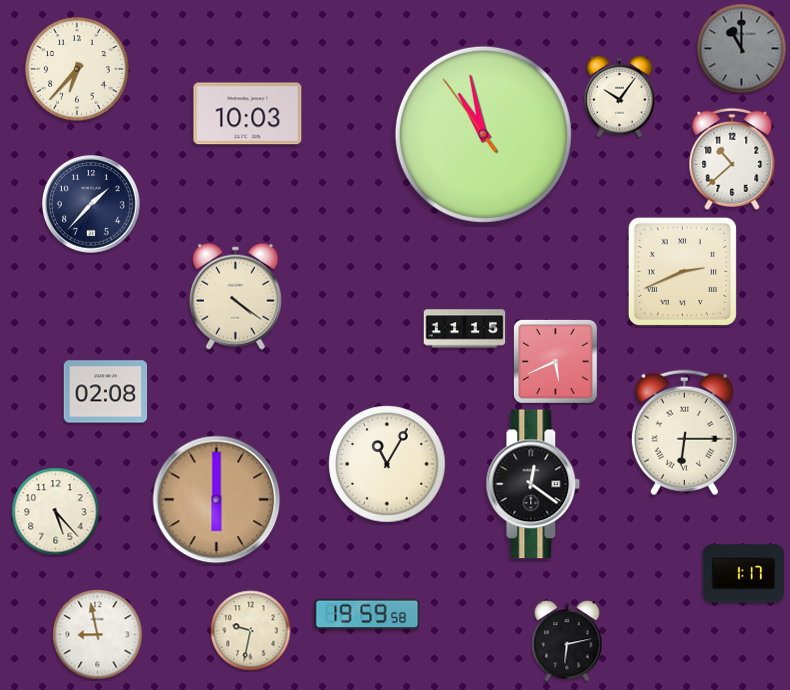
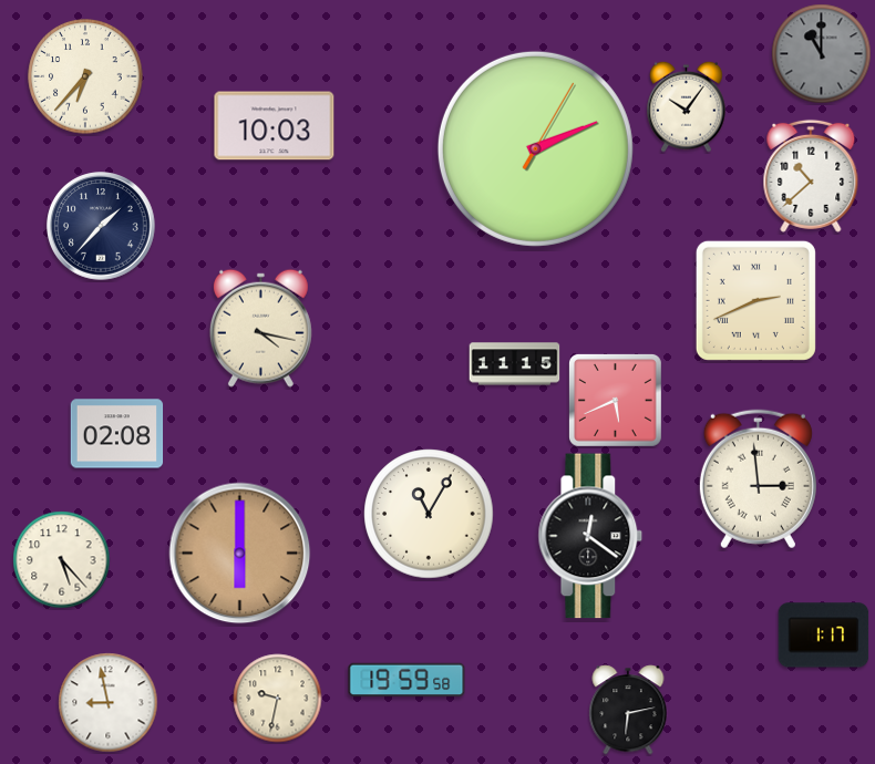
clock at (483, 134): 10:57 -> 2:11
clock at (235, 296): 4:21 -> 4:17
clock at (684, 433): 6:15 -> 2:59
clock at (56, 512) position: (56, 512) -> (62, 560)
